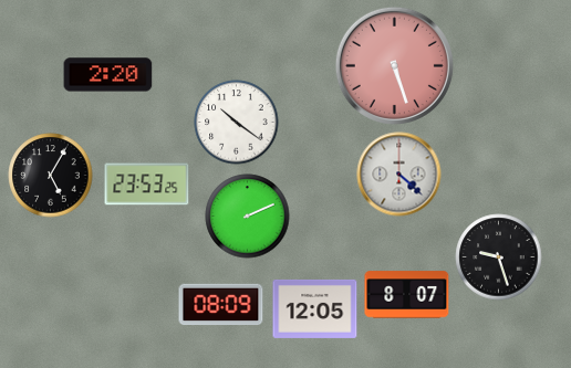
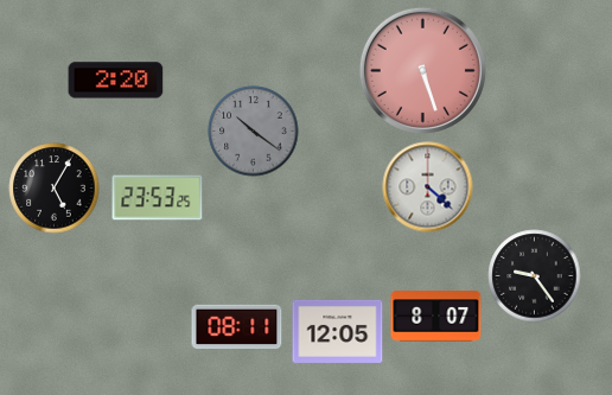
clock at (237, 123) dial: white -> grey
clock at (248, 217): 2:11 -> none
clock at (499, 257): 9:27 -> 9:24
clock at (221, 305): 08:09 -> 08:11
